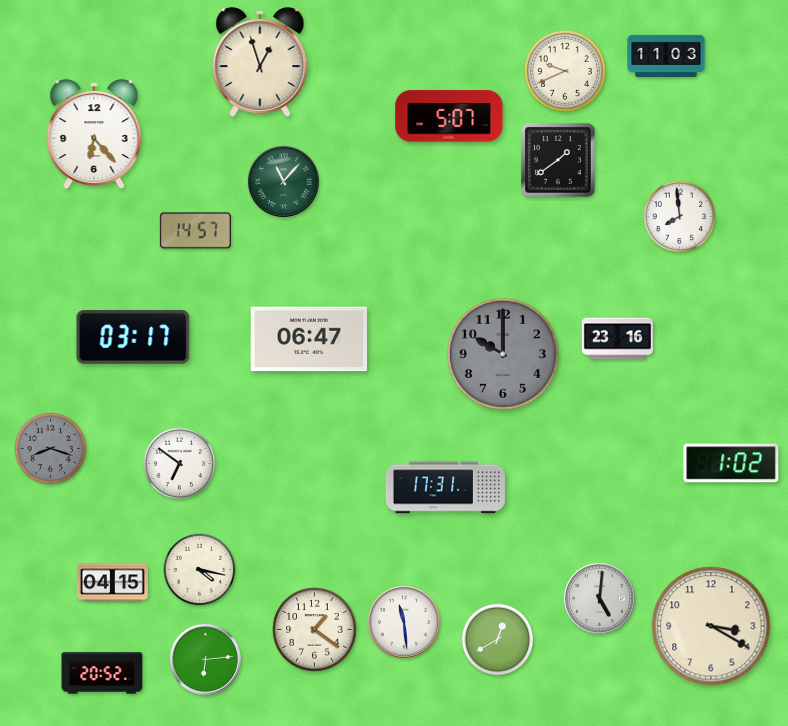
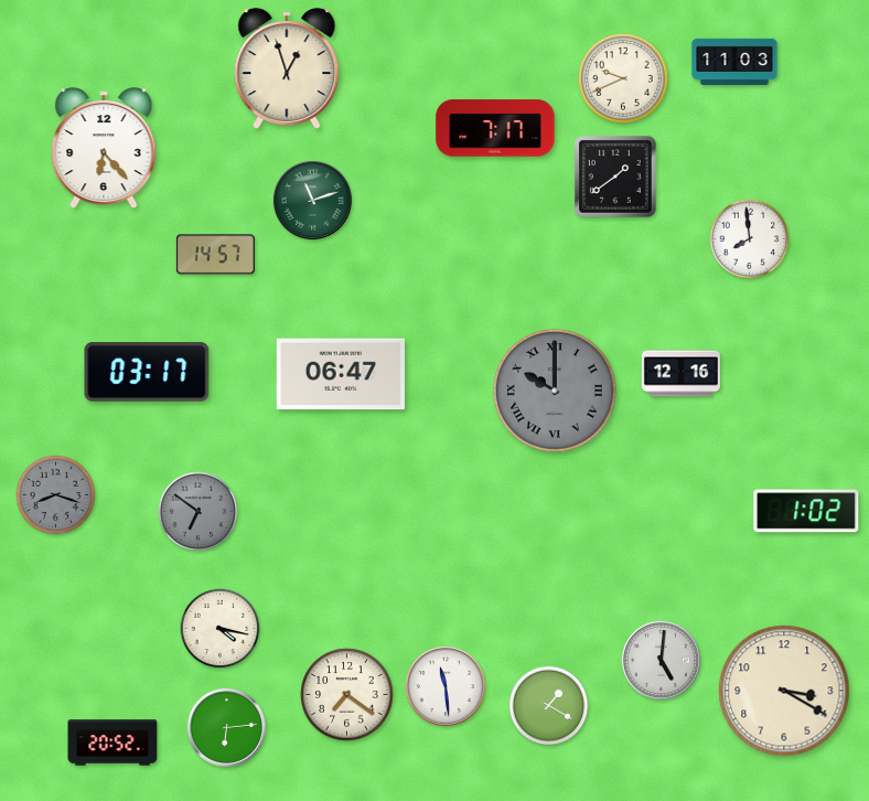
clock at (449, 116): 5:07 -> 7:17
clock at (283, 181): 11:07 -> 11:12
clock at (617, 339): 23:16 -> 12:16
clock at (503, 354) numerals: Arabic -> Roman
clock at (180, 464) dial: white -> grey
clock at (445, 488): 17:31 -> none
clock at (112, 583): 04:15 -> none
clock at (315, 630): 1:21 -> 7:21
clock at (498, 640): 12:40 -> 1:20
